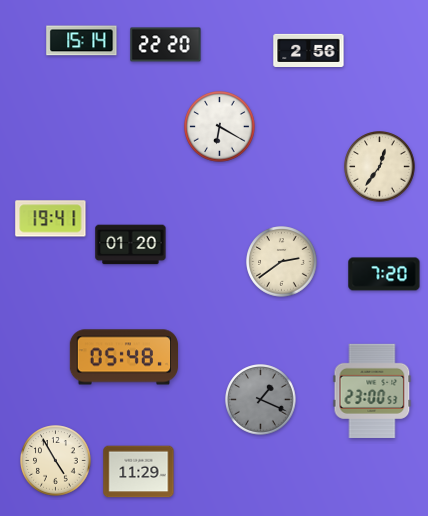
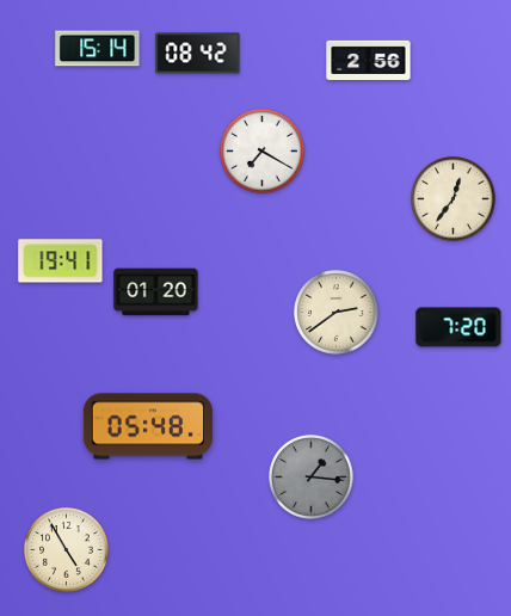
clock at (166, 45): 22:20 -> 08:42
clock at (220, 127): 6:20 -> 7:20
clock at (372, 391): 23:00 -> none
clock at (261, 400): 1:19 -> 1:16
clock at (139, 472): 11:29 -> none
